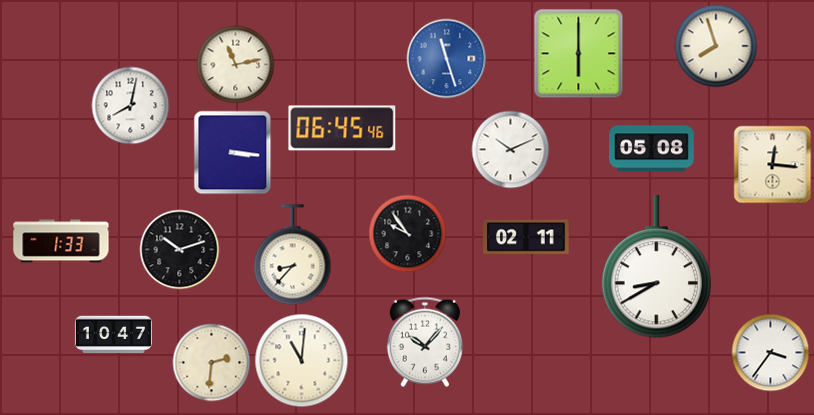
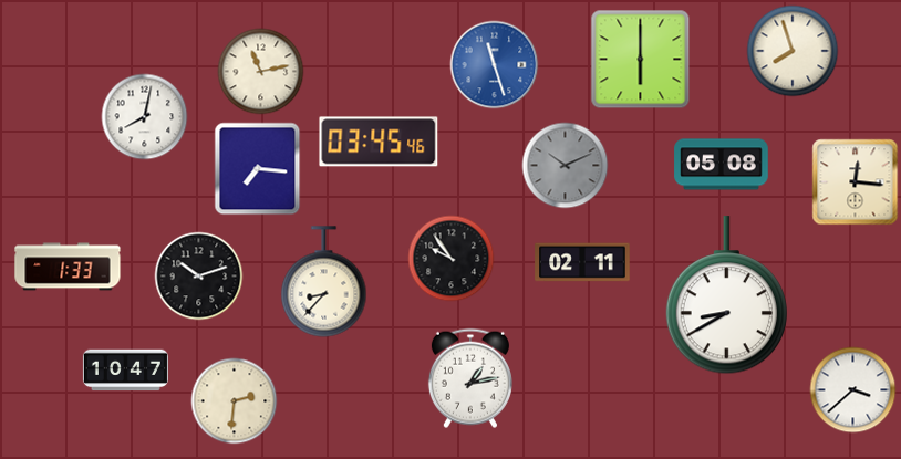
clock at (342, 128): 06:45 -> 03:45
clock at (510, 149) dial: white -> grey
clock at (233, 152): 3:16 -> 7:16
clock at (425, 342): 10:07 -> 1:13
clock at (770, 352): 3:36 -> 3:38
clock at (301, 360): 11:01 -> none
